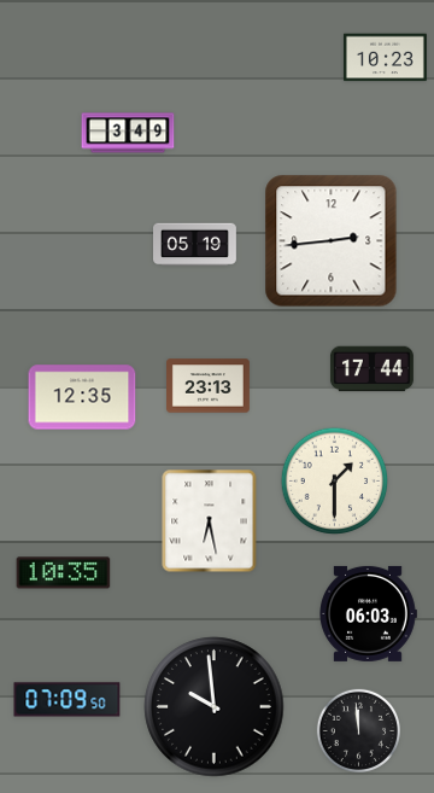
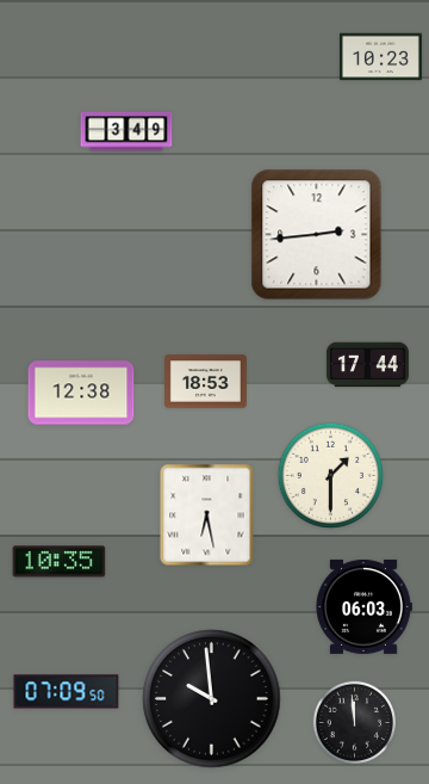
clock at (332, 241) position: (332, 241) -> (317, 235)
clock at (195, 245): 05:19 -> none
clock at (209, 386): 23:13 -> 18:53
clock at (82, 397): 12:35 -> 12:38
clock at (64, 573) position: (64, 573) -> (60, 562)
